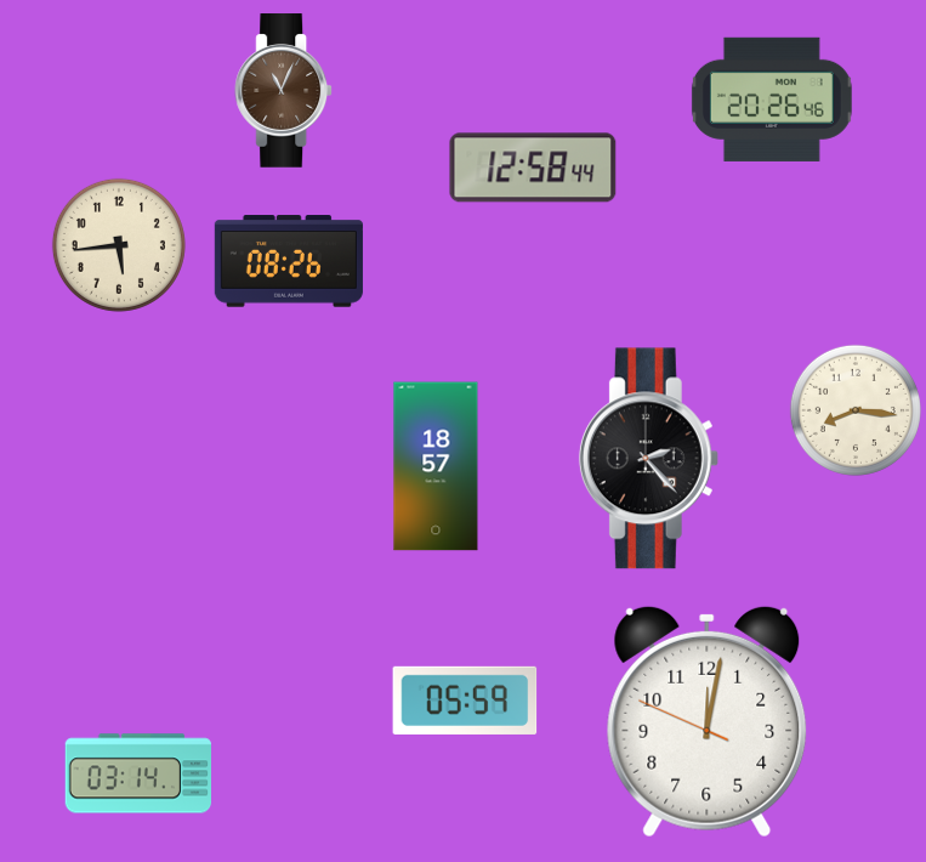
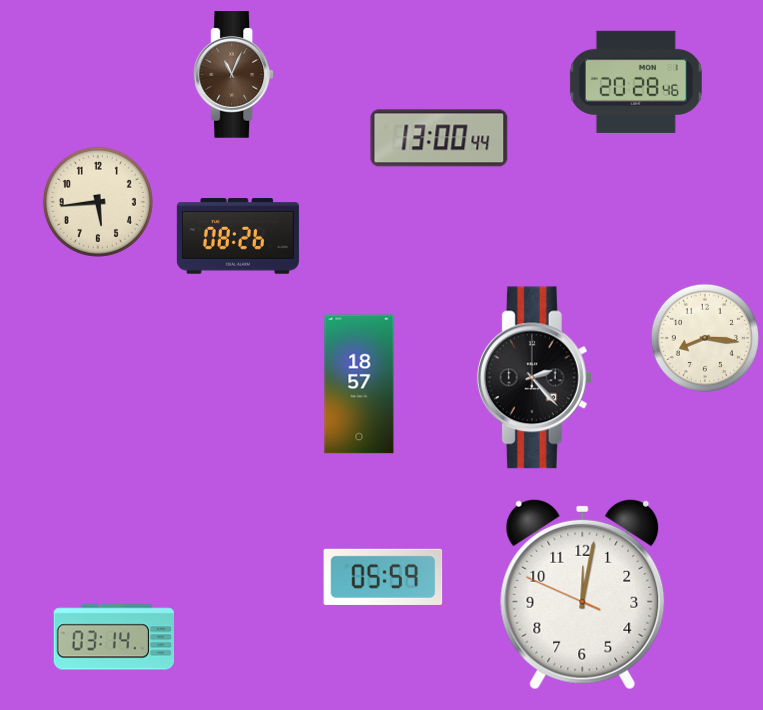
clock at (772, 100): 20:26 -> 20:28
clock at (533, 168): 12:58 -> 13:00
clock at (289, 261) position: (289, 261) -> (238, 236)
